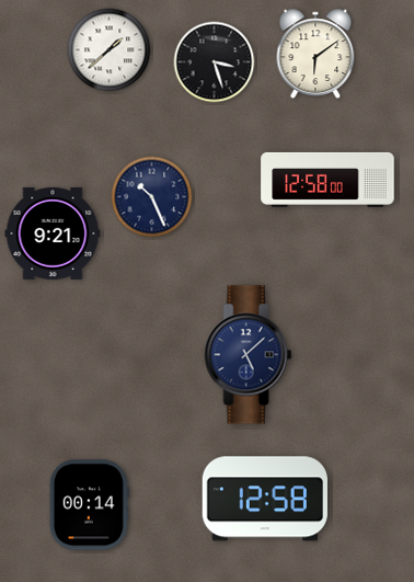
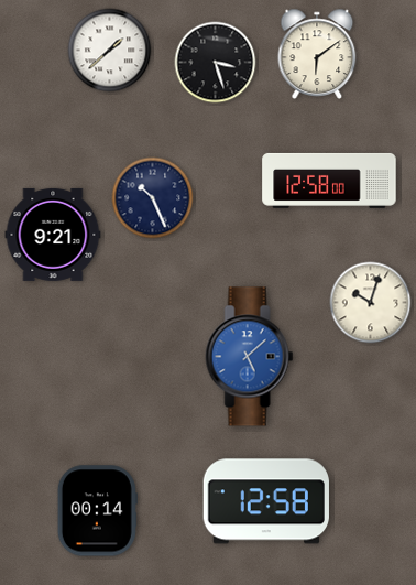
clock at (371, 303): none -> 10:03
clock at (249, 355) dial: navy -> blue
clock at (89, 505) position: (89, 505) -> (97, 511)
